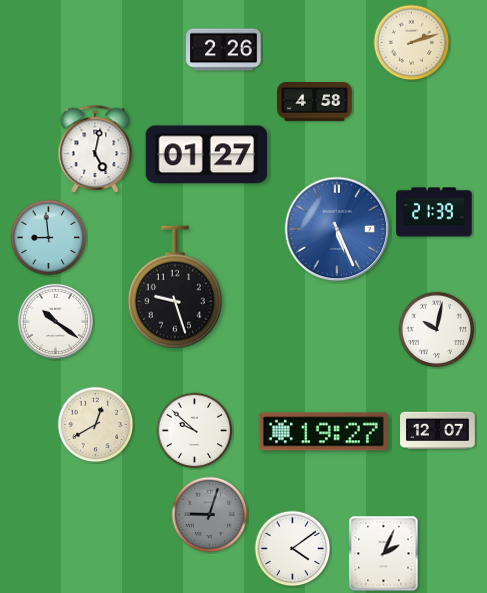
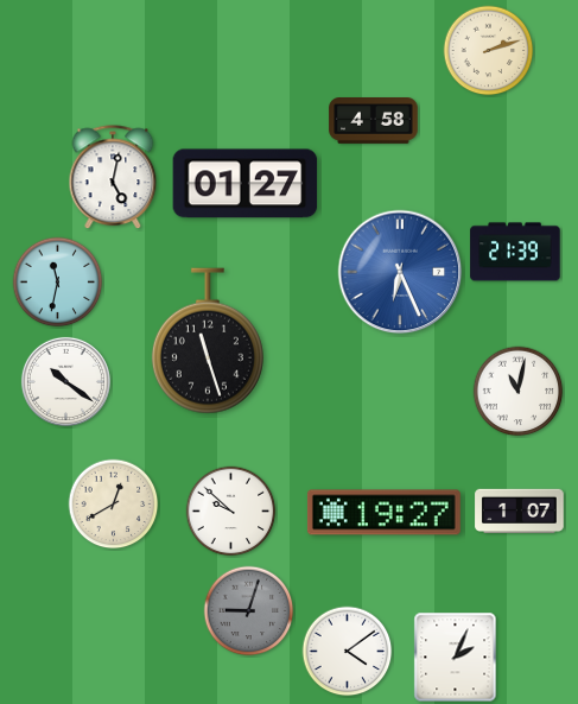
clock at (224, 50): 2:26 -> none
clock at (337, 229): 5:26 -> 6:26
clock at (49, 238): 8:59 -> 11:32
clock at (175, 287): 9:27 -> 11:27
clock at (437, 330): 10:02 -> 11:02
clock at (438, 431): 12:07 -> 1:07
